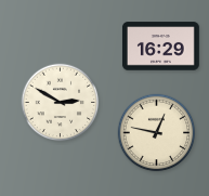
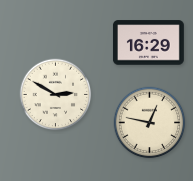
clock at (157, 133) position: (157, 133) -> (150, 123)
